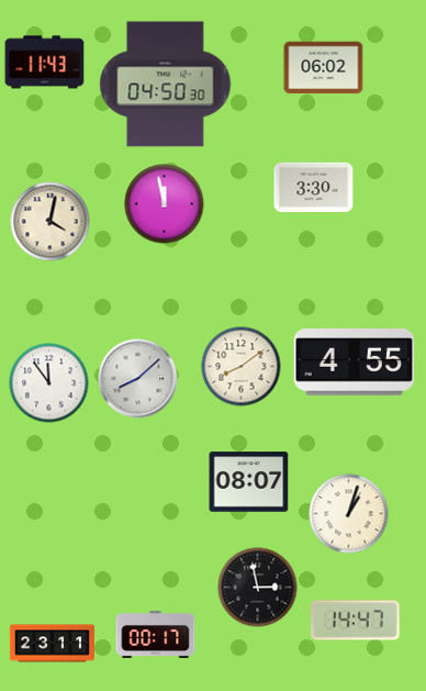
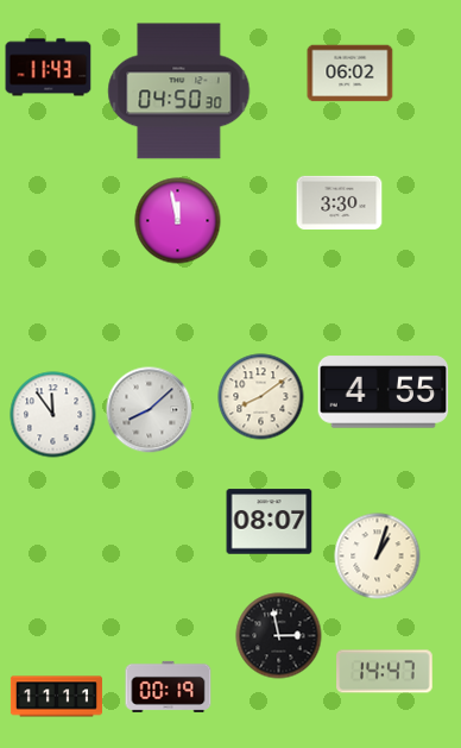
clock at (51, 222): 4:02 -> none
clock at (156, 634): 00:17 -> 00:19
clock at (52, 644): 23:11 -> 11:11
